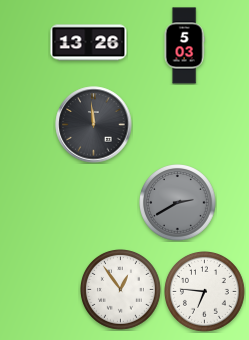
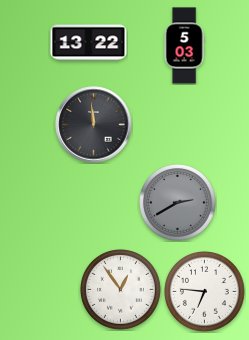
clock at (89, 43): 13:26 -> 13:22
